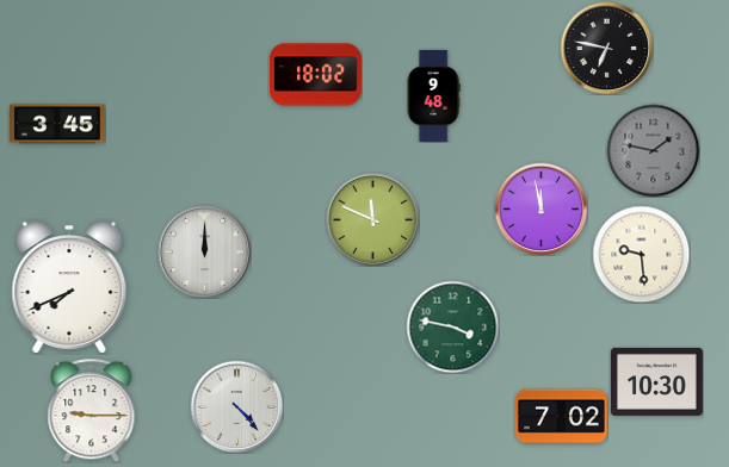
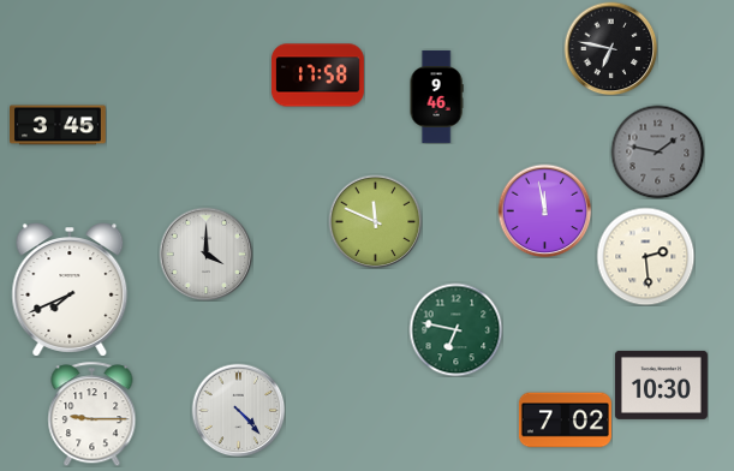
clock at (315, 75): 18:02 -> 17:58
clock at (433, 95): 9:48 -> 9:46
clock at (204, 251): 12:00 -> 4:00
clock at (641, 254): 9:29 -> 2:29
clock at (452, 326): 3:47 -> 6:47
